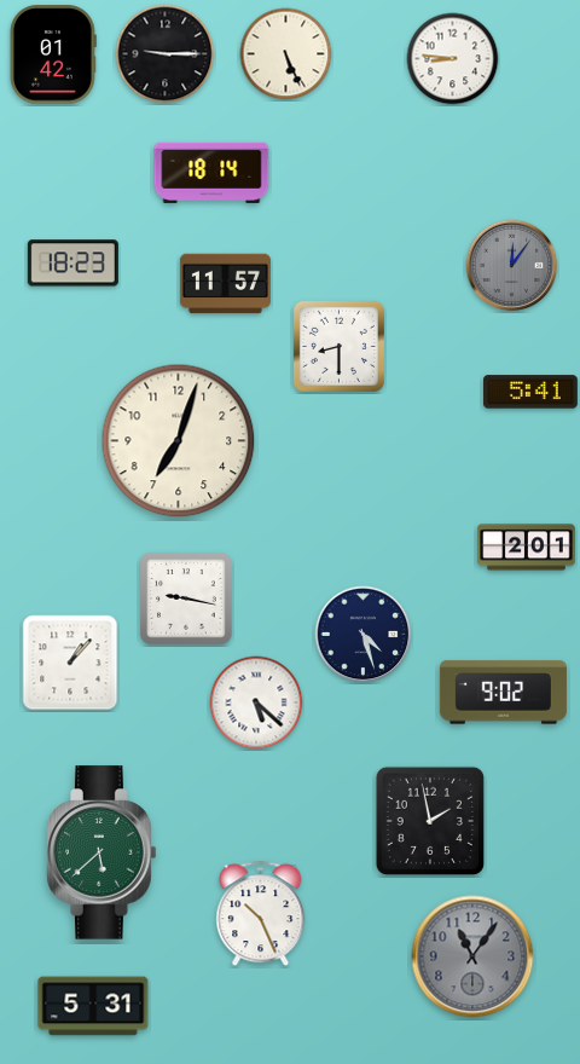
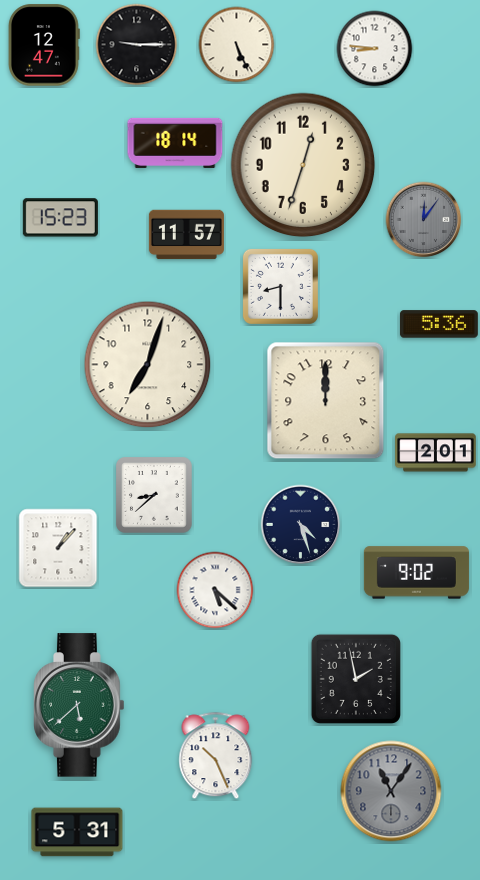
clock at (53, 54): 01:42 -> 12:47
clock at (303, 165): none -> 12:33
clock at (72, 264): 18:23 -> 15:23
clock at (530, 392): 5:41 -> 5:36
clock at (326, 401): none -> 12:00
clock at (187, 600): 9:17 -> 8:38
clock at (256, 702) position: (256, 702) -> (215, 590)
clock at (101, 852) position: (101, 852) -> (79, 705)
